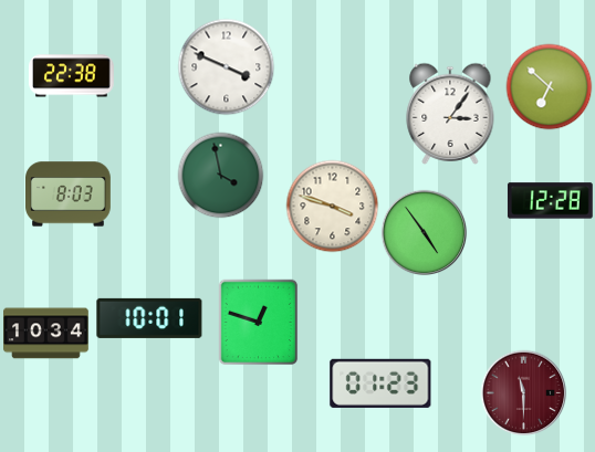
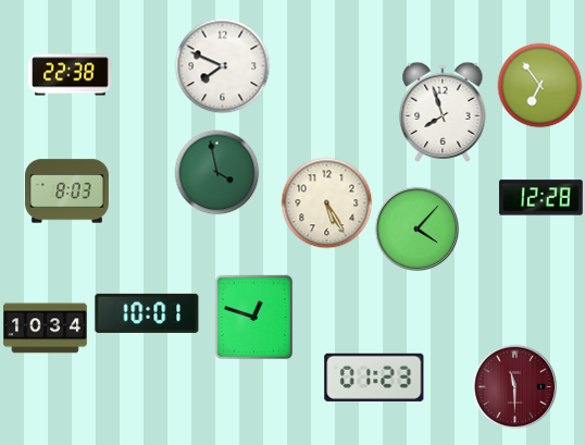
clock at (226, 66): 3:49 -> 7:49
clock at (549, 86): 6:52 -> 6:54
clock at (450, 114): 3:06 -> 7:57
clock at (332, 206): 3:48 -> 5:25
clock at (424, 232): 4:54 -> 4:07
